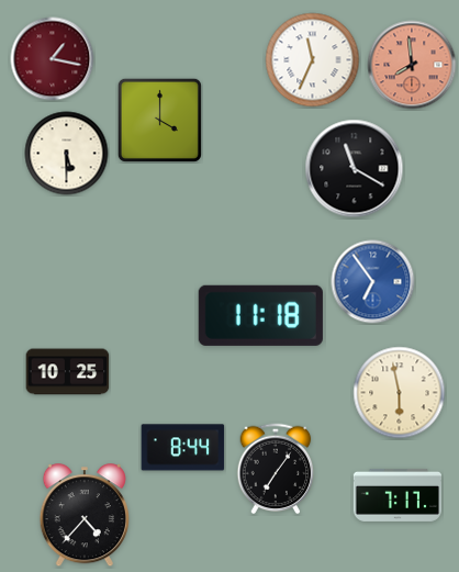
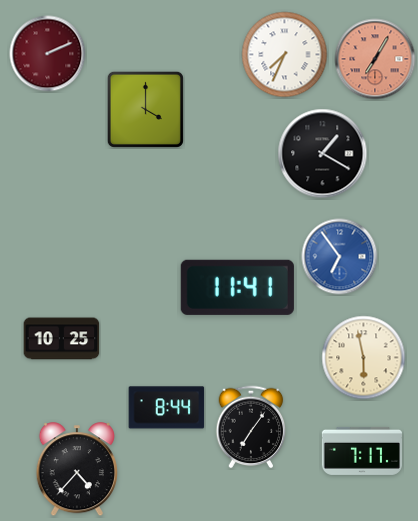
clock at (53, 59): 1:17 -> 2:11
clock at (313, 60): 11:34 -> 7:34
clock at (412, 65): 7:59 -> 7:05
clock at (67, 154): 5:30 -> none
clock at (355, 169): 11:20 -> 1:20
clock at (260, 315): 11:18 -> 11:41
